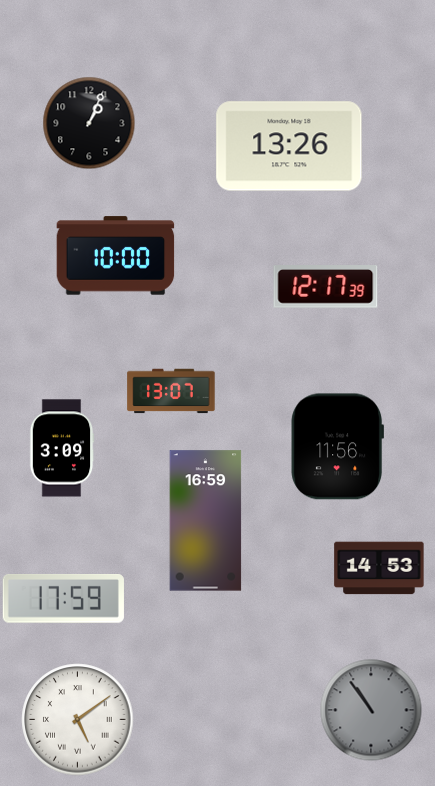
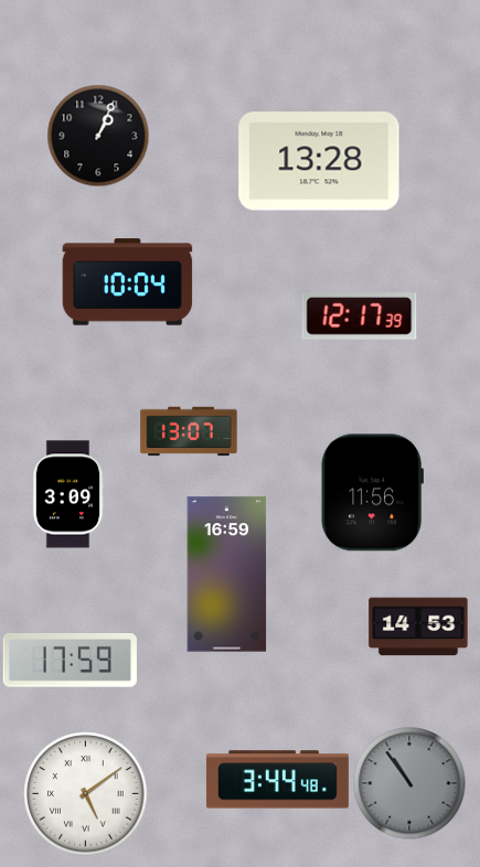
clock at (289, 146): 13:26 -> 13:28
clock at (116, 256): 10:00 -> 10:04
clock at (277, 780): none -> 3:44
